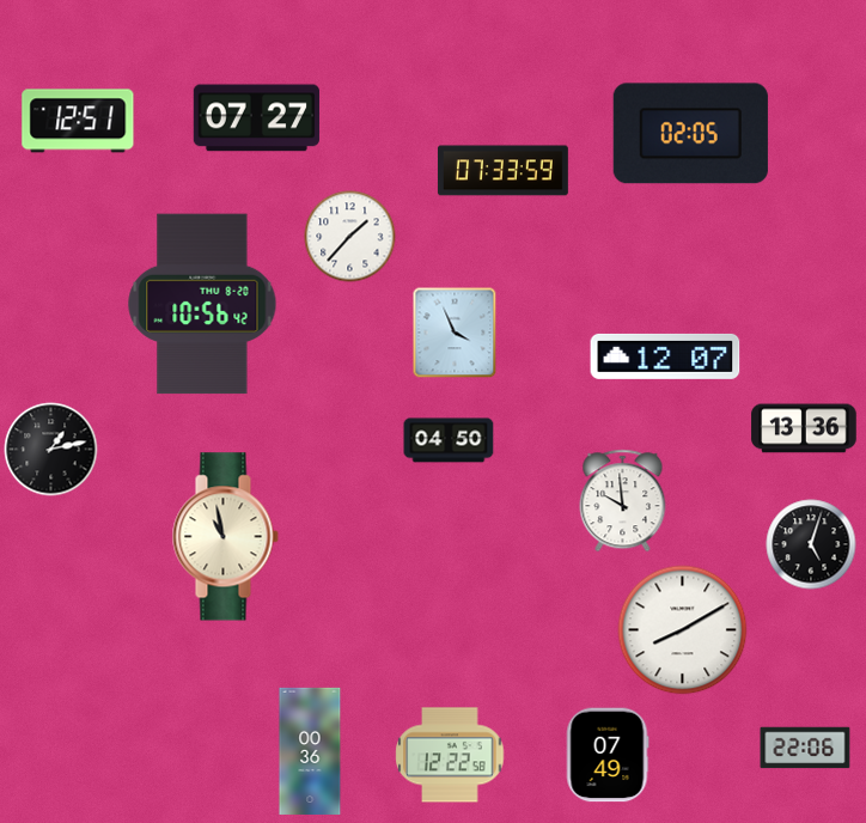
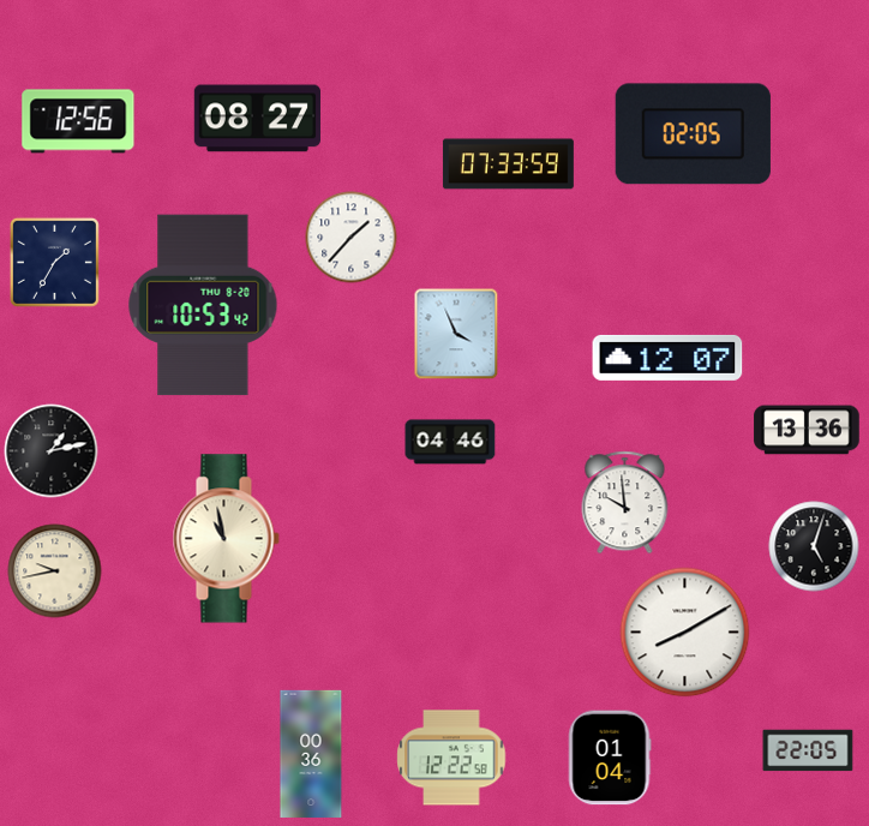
clock at (256, 118): 07:27 -> 08:27
clock at (78, 121): 12:51 -> 12:56
clock at (502, 171) position: (502, 171) -> (508, 164)
clock at (54, 262): none -> 1:35
clock at (202, 304): 10:56 -> 10:53
clock at (449, 440): 04:50 -> 04:46
clock at (55, 571): none -> 9:43
clock at (805, 748): 22:06 -> 22:05
clock at (608, 755): 07:49 -> 01:04
